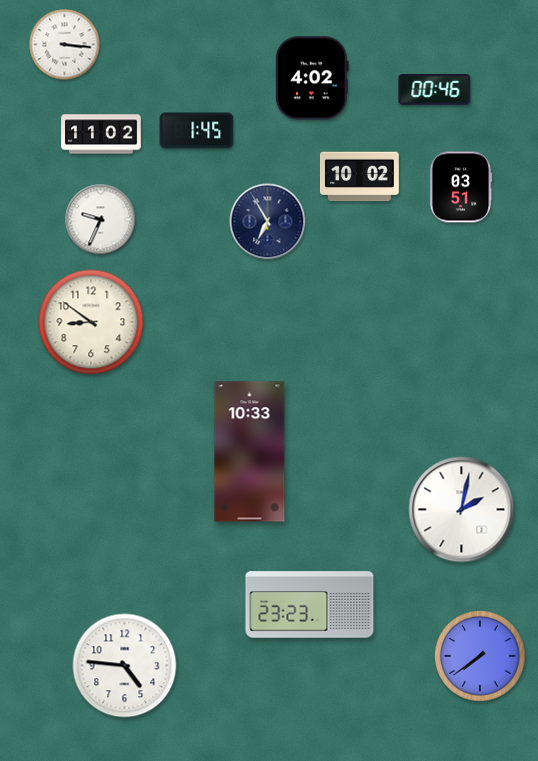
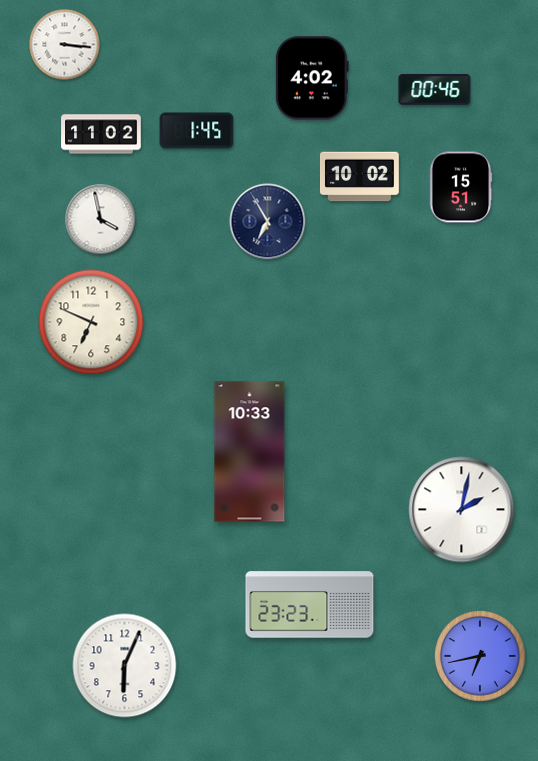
clock at (461, 187): 03:51 -> 15:51
clock at (101, 220): 9:34 -> 3:58
clock at (91, 322): 8:51 -> 6:49
clock at (480, 656): 7:39 -> 6:43
clock at (125, 666): 4:46 -> 6:04
